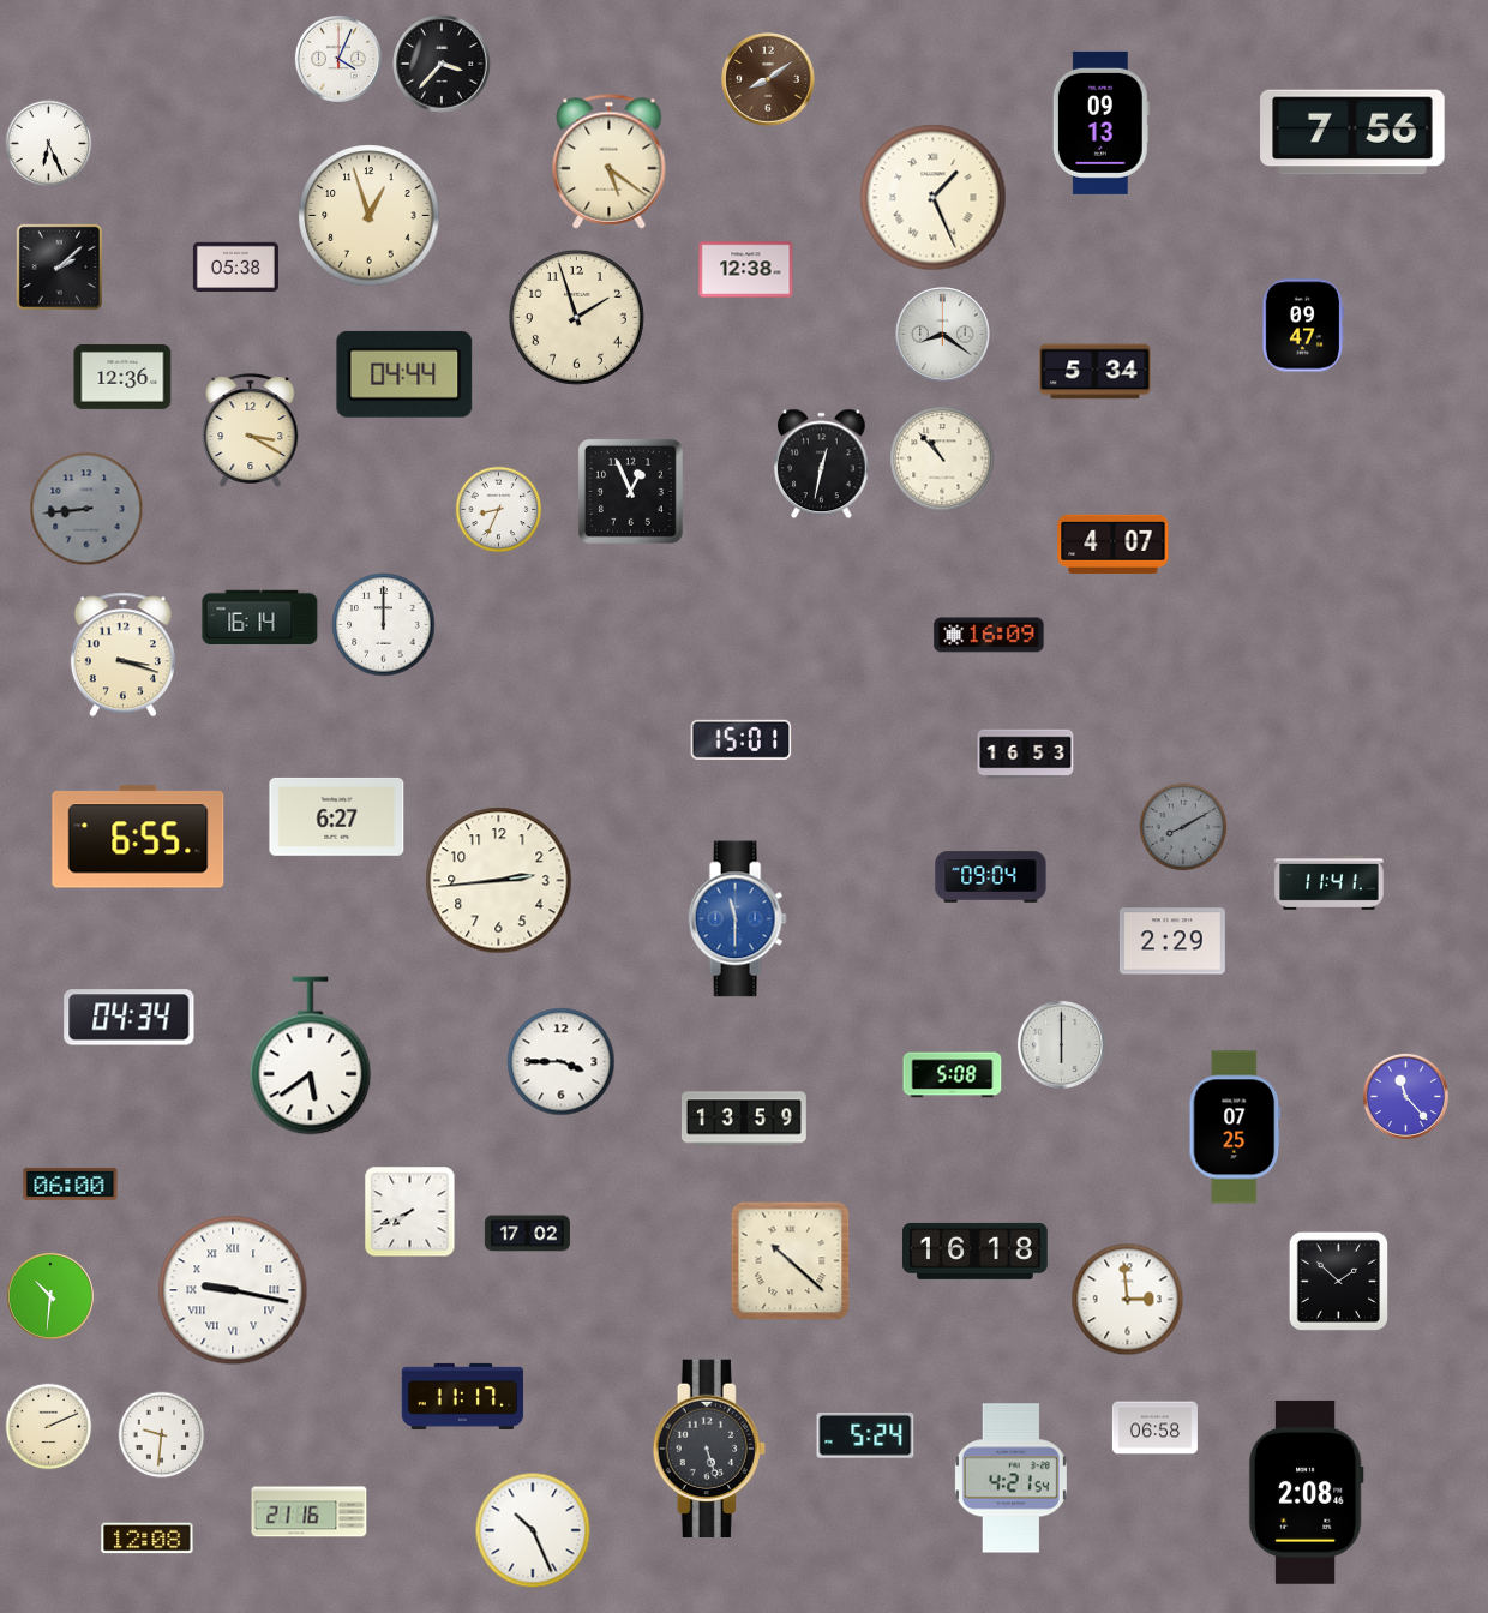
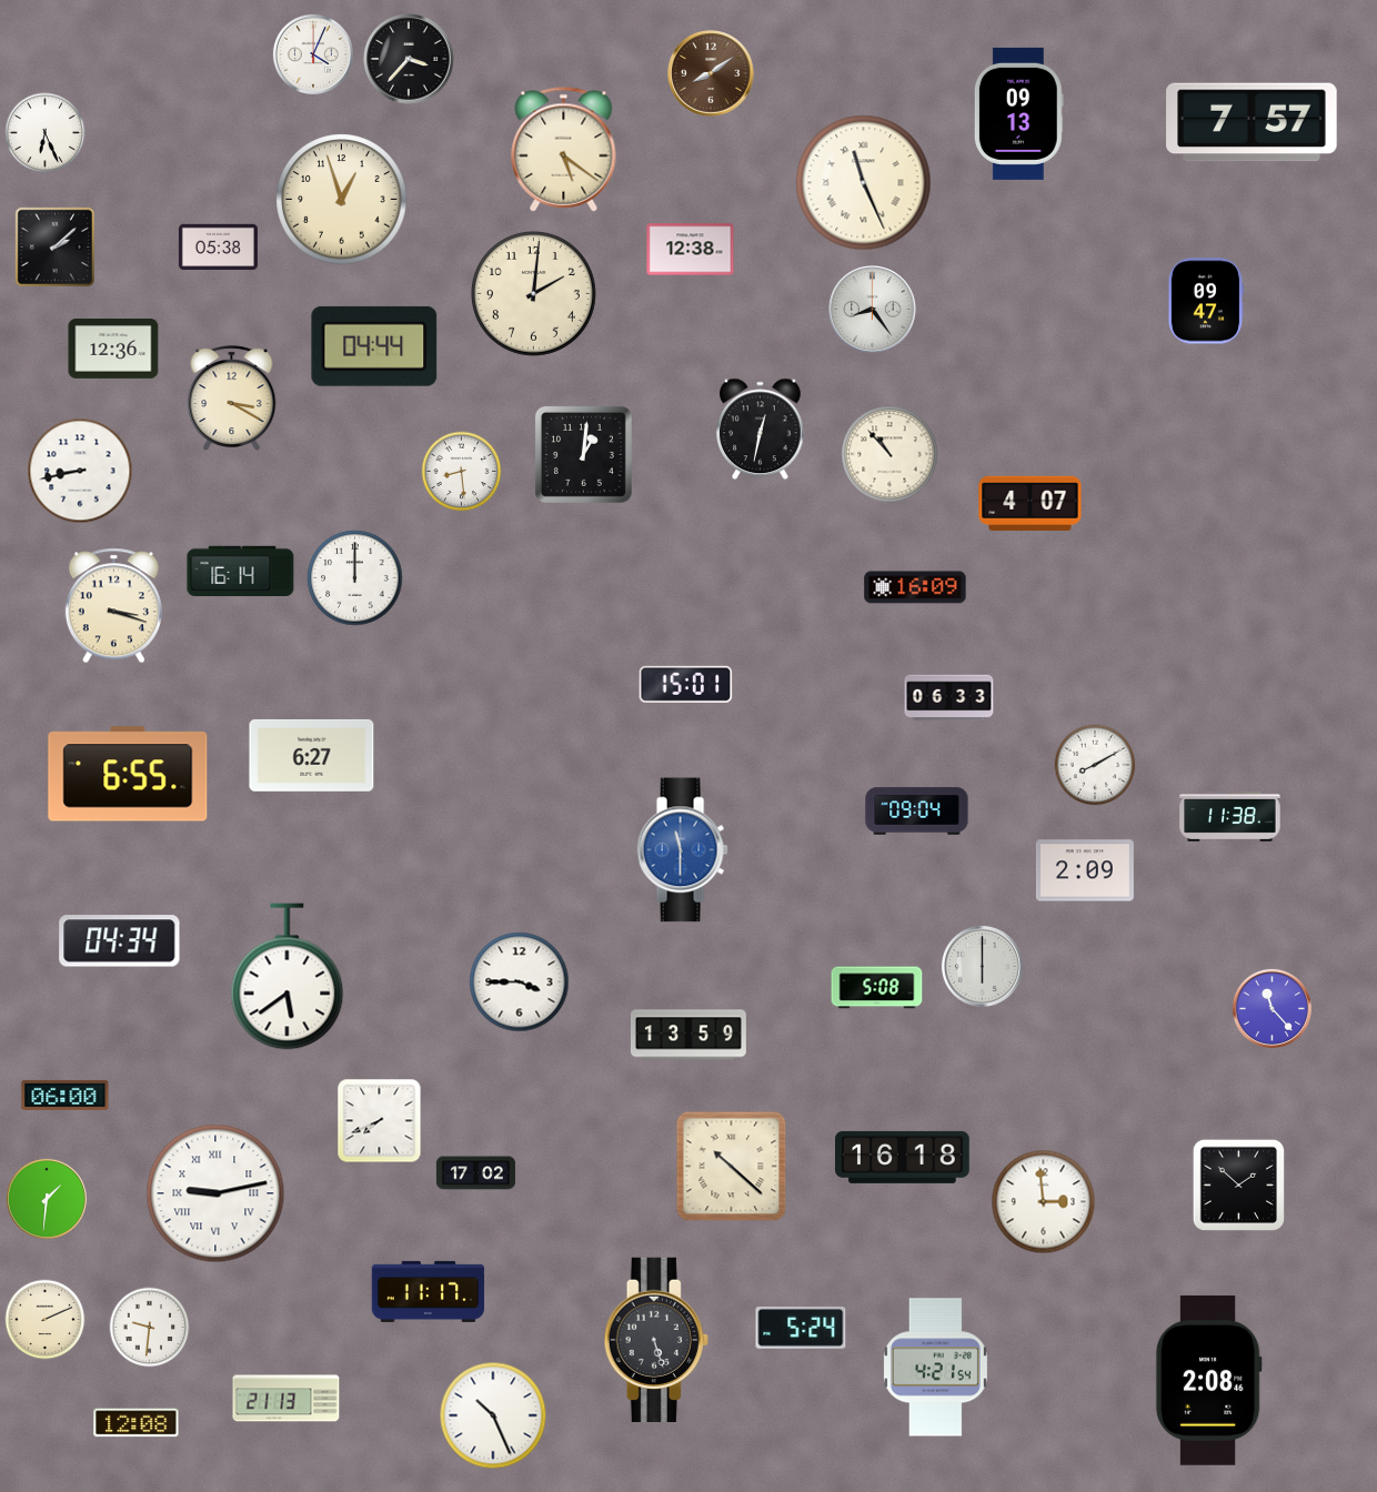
clock at (1352, 132): 7:56 -> 7:57
clock at (934, 198): 1:26 -> 11:26
clock at (576, 317): 1:57 -> 2:01
clock at (943, 335): 8:21 -> 8:24
clock at (1096, 372): 5:34 -> none
clock at (942, 458) position: (942, 458) -> (889, 454)
clock at (630, 491): 12:56 -> 1:01
clock at (86, 509): 8:44 -> 8:43
clock at (86, 509) dial: grey -> white
clock at (499, 510): 8:34 -> 8:29
clock at (1026, 755): 16:53 -> 06:33
clock at (1183, 827) dial: grey -> white
clock at (499, 881): 2:44 -> none
clock at (1330, 883): 11:41 -> 11:38
clock at (1172, 941): 2:29 -> 2:09
clock at (953, 1075) position: (953, 1075) -> (877, 988)
clock at (1405, 1096) position: (1405, 1096) -> (1272, 1008)
clock at (1235, 1127): 07:25 -> none
clock at (527, 1234) position: (527, 1234) -> (475, 1173)
clock at (233, 1290): 9:17 -> 9:13
clock at (50, 1296): 10:31 -> 1:31
clock at (1154, 1428): 06:58 -> none
clock at (310, 1512): 21:16 -> 21:13
